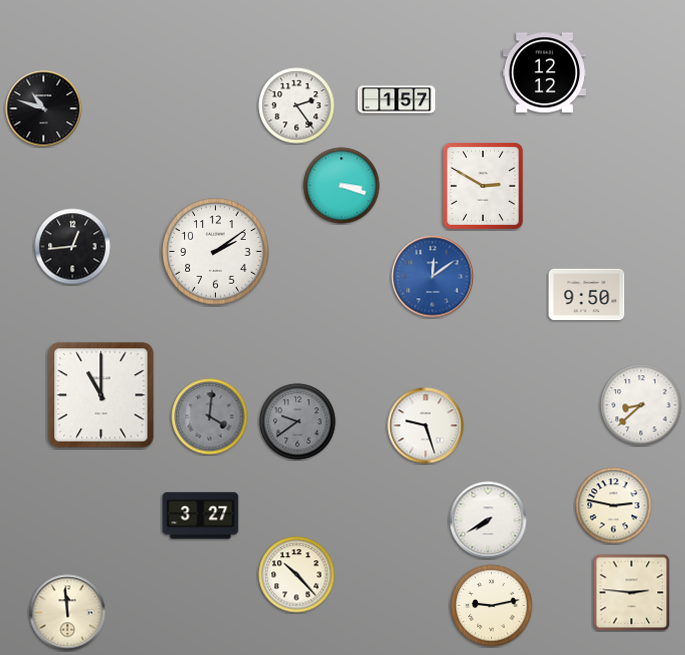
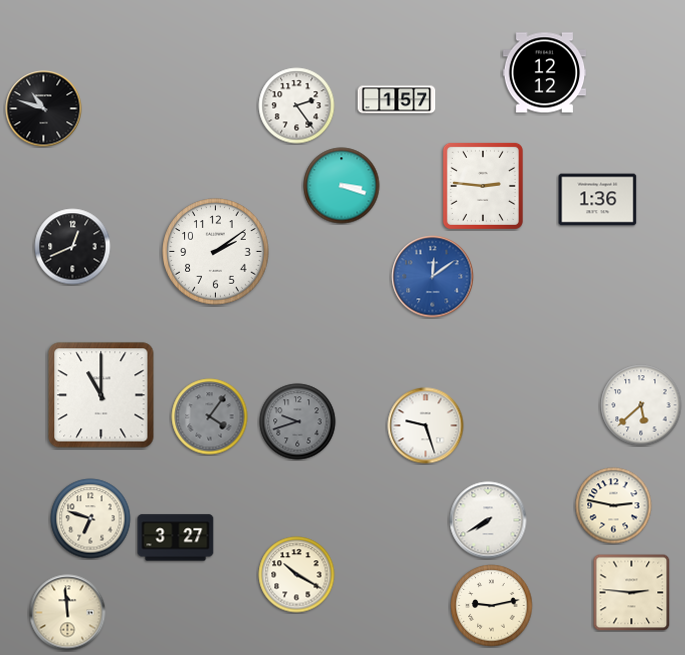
clock at (483, 186): 2:50 -> 2:46
clock at (598, 200): none -> 1:36
clock at (73, 247): 12:44 -> 12:41
clock at (587, 295): 9:50 -> none
clock at (641, 405): 8:38 -> 5:38
clock at (210, 417): 4:01 -> 4:06
clock at (298, 422): 9:39 -> 9:42
clock at (201, 516) position: (201, 516) -> (176, 538)
clock at (91, 519): none -> 6:48
clock at (297, 575): 10:23 -> 10:20
